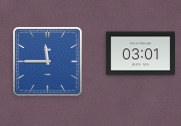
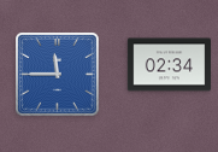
clock at (140, 54): 03:01 -> 02:34
